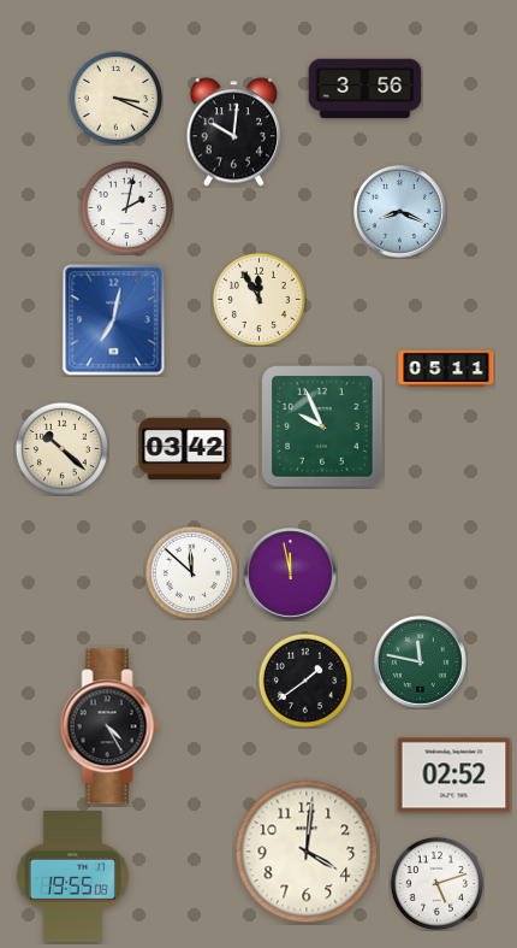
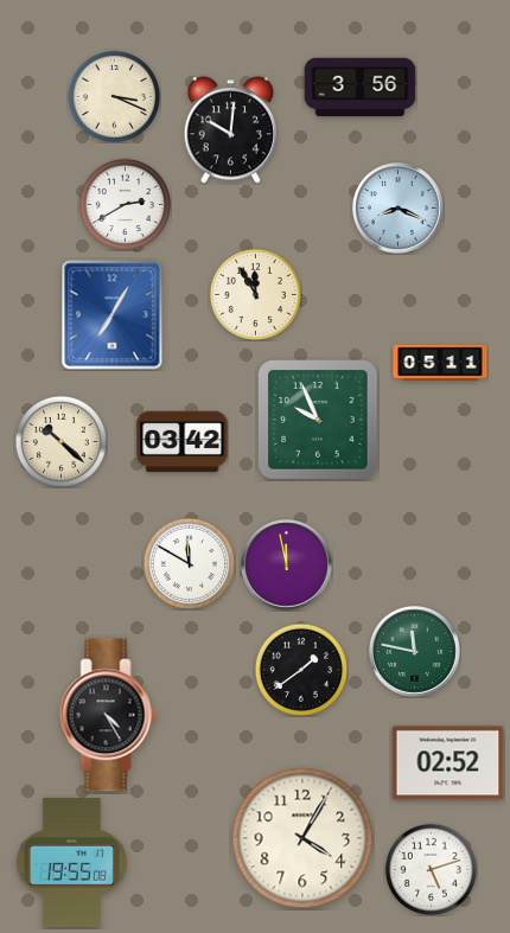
clock at (126, 207): 2:02 -> 2:40
clock at (400, 212) position: (400, 212) -> (399, 209)
clock at (114, 320): 7:02 -> 7:05
clock at (191, 572): 11:52 -> 11:50
clock at (307, 852): 4:01 -> 4:05
